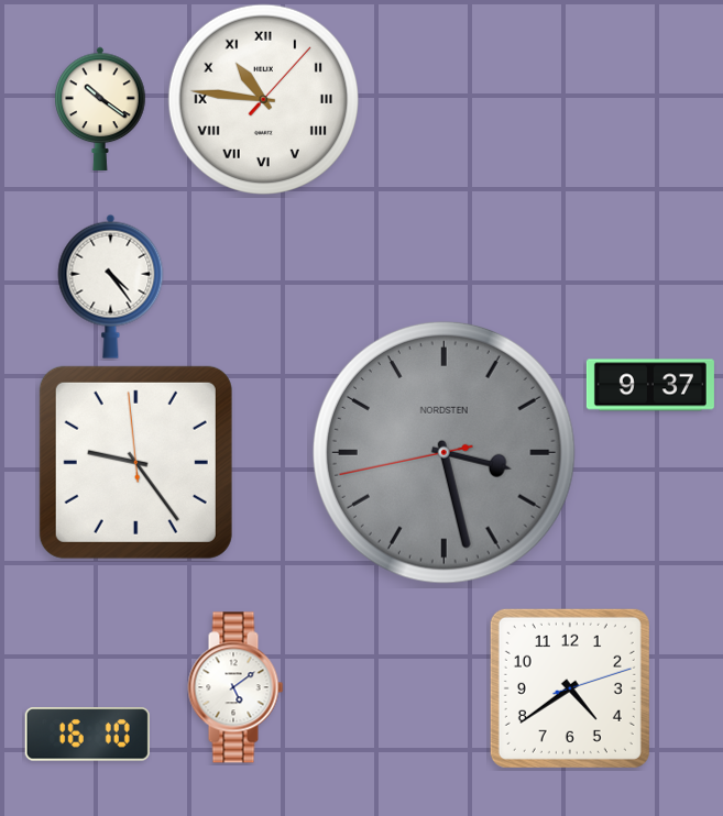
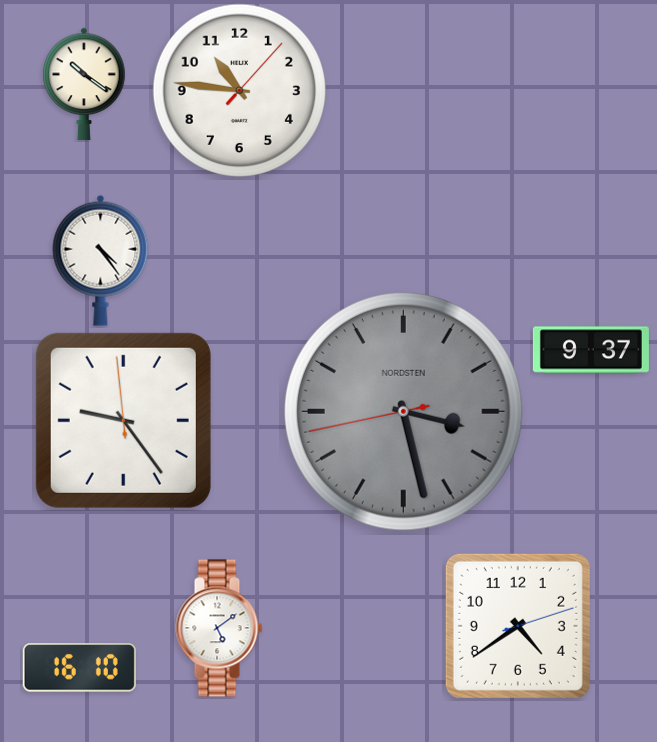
clock at (263, 99) numerals: Roman -> Arabic
clock at (100, 109) position: (100, 109) -> (84, 84)
clock at (235, 687) position: (235, 687) -> (219, 628)
